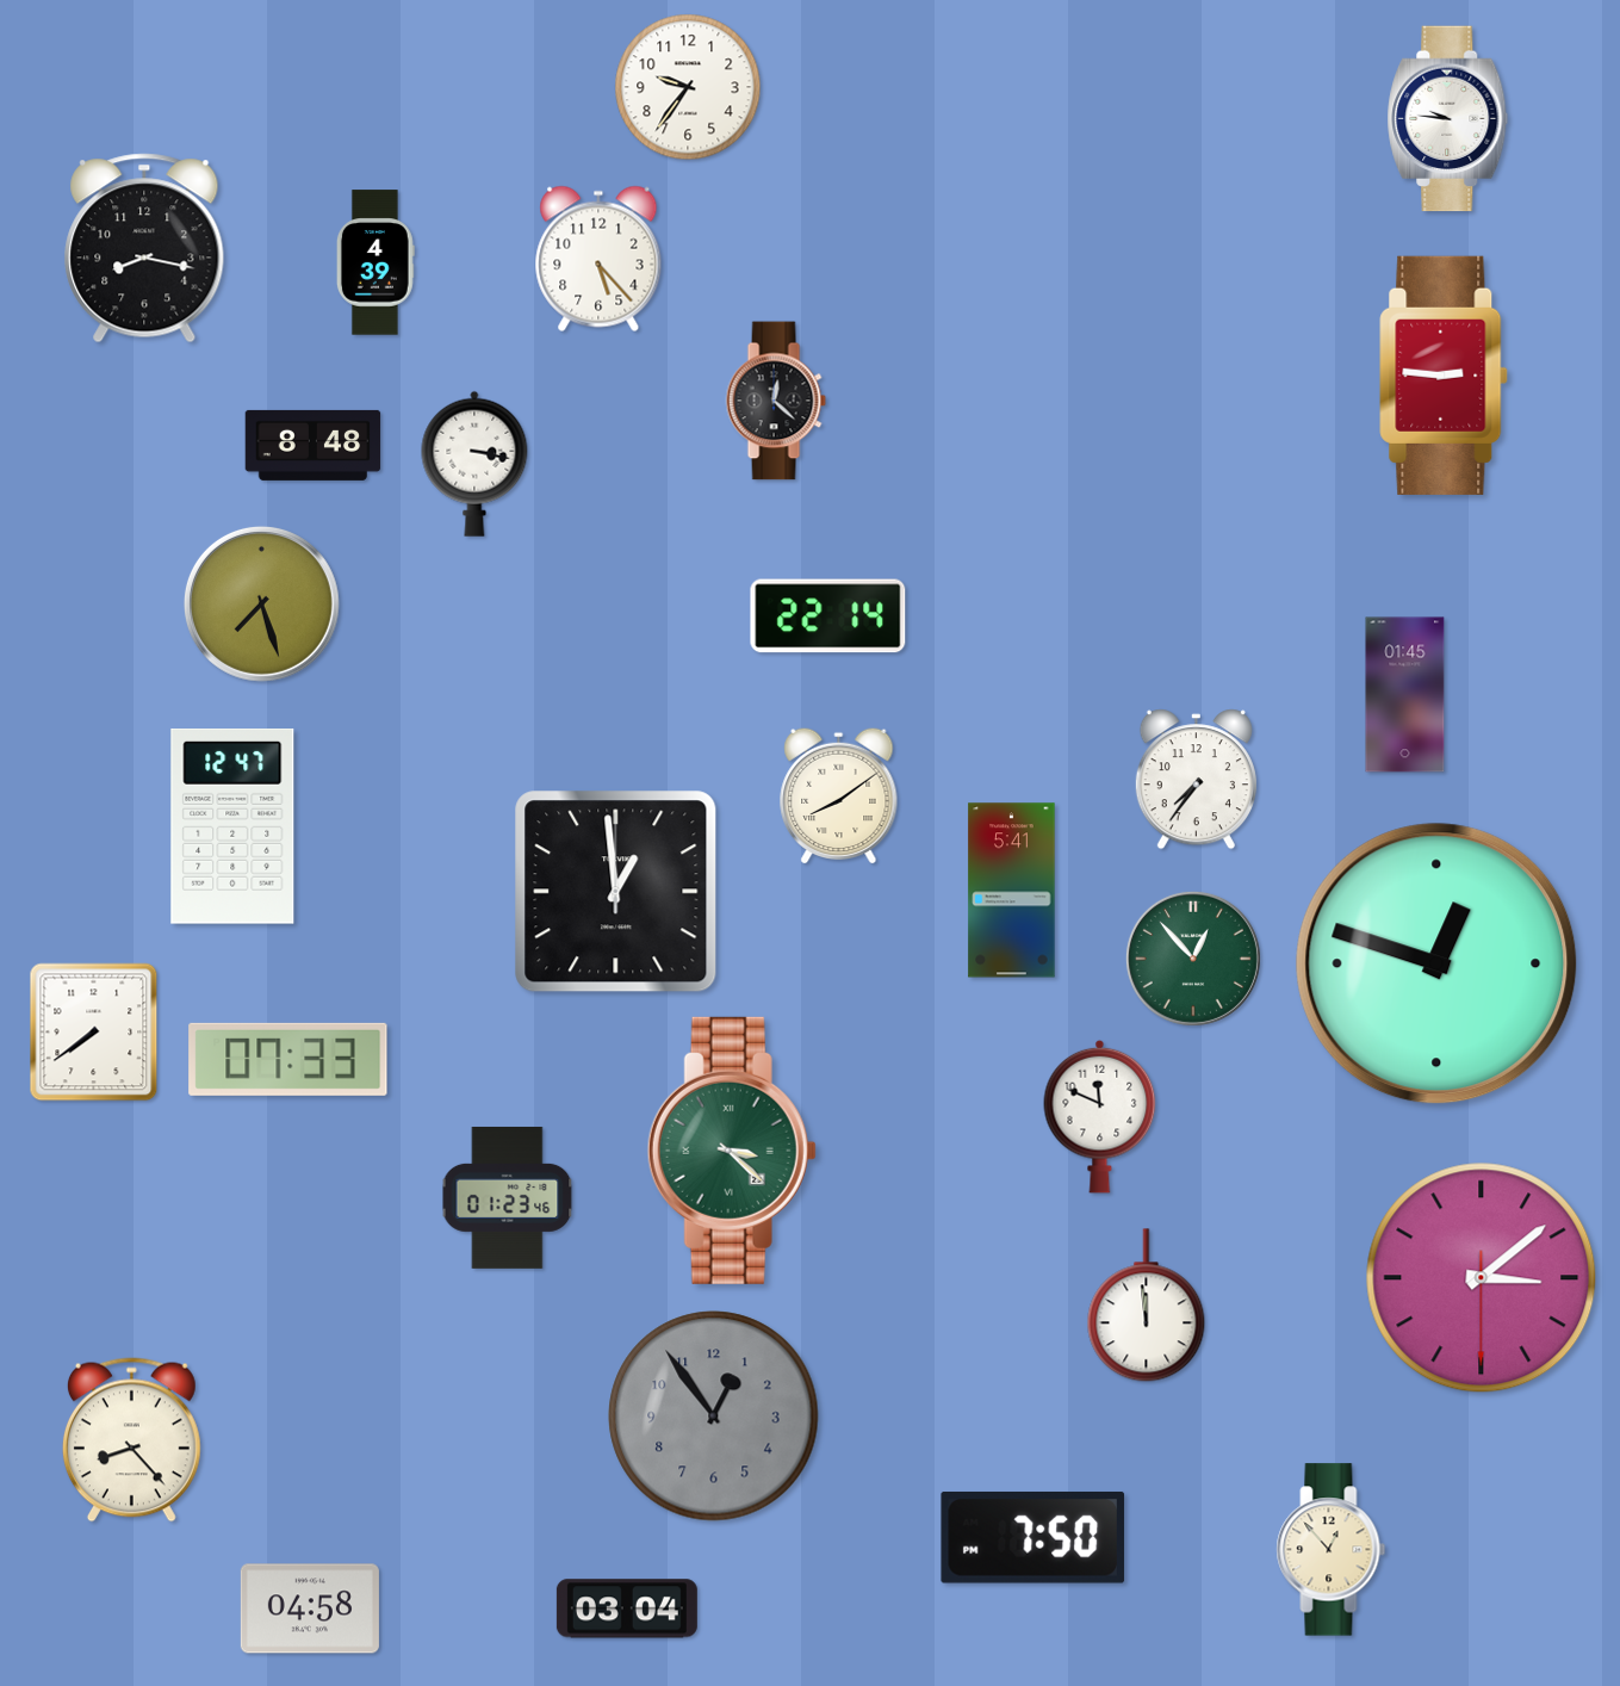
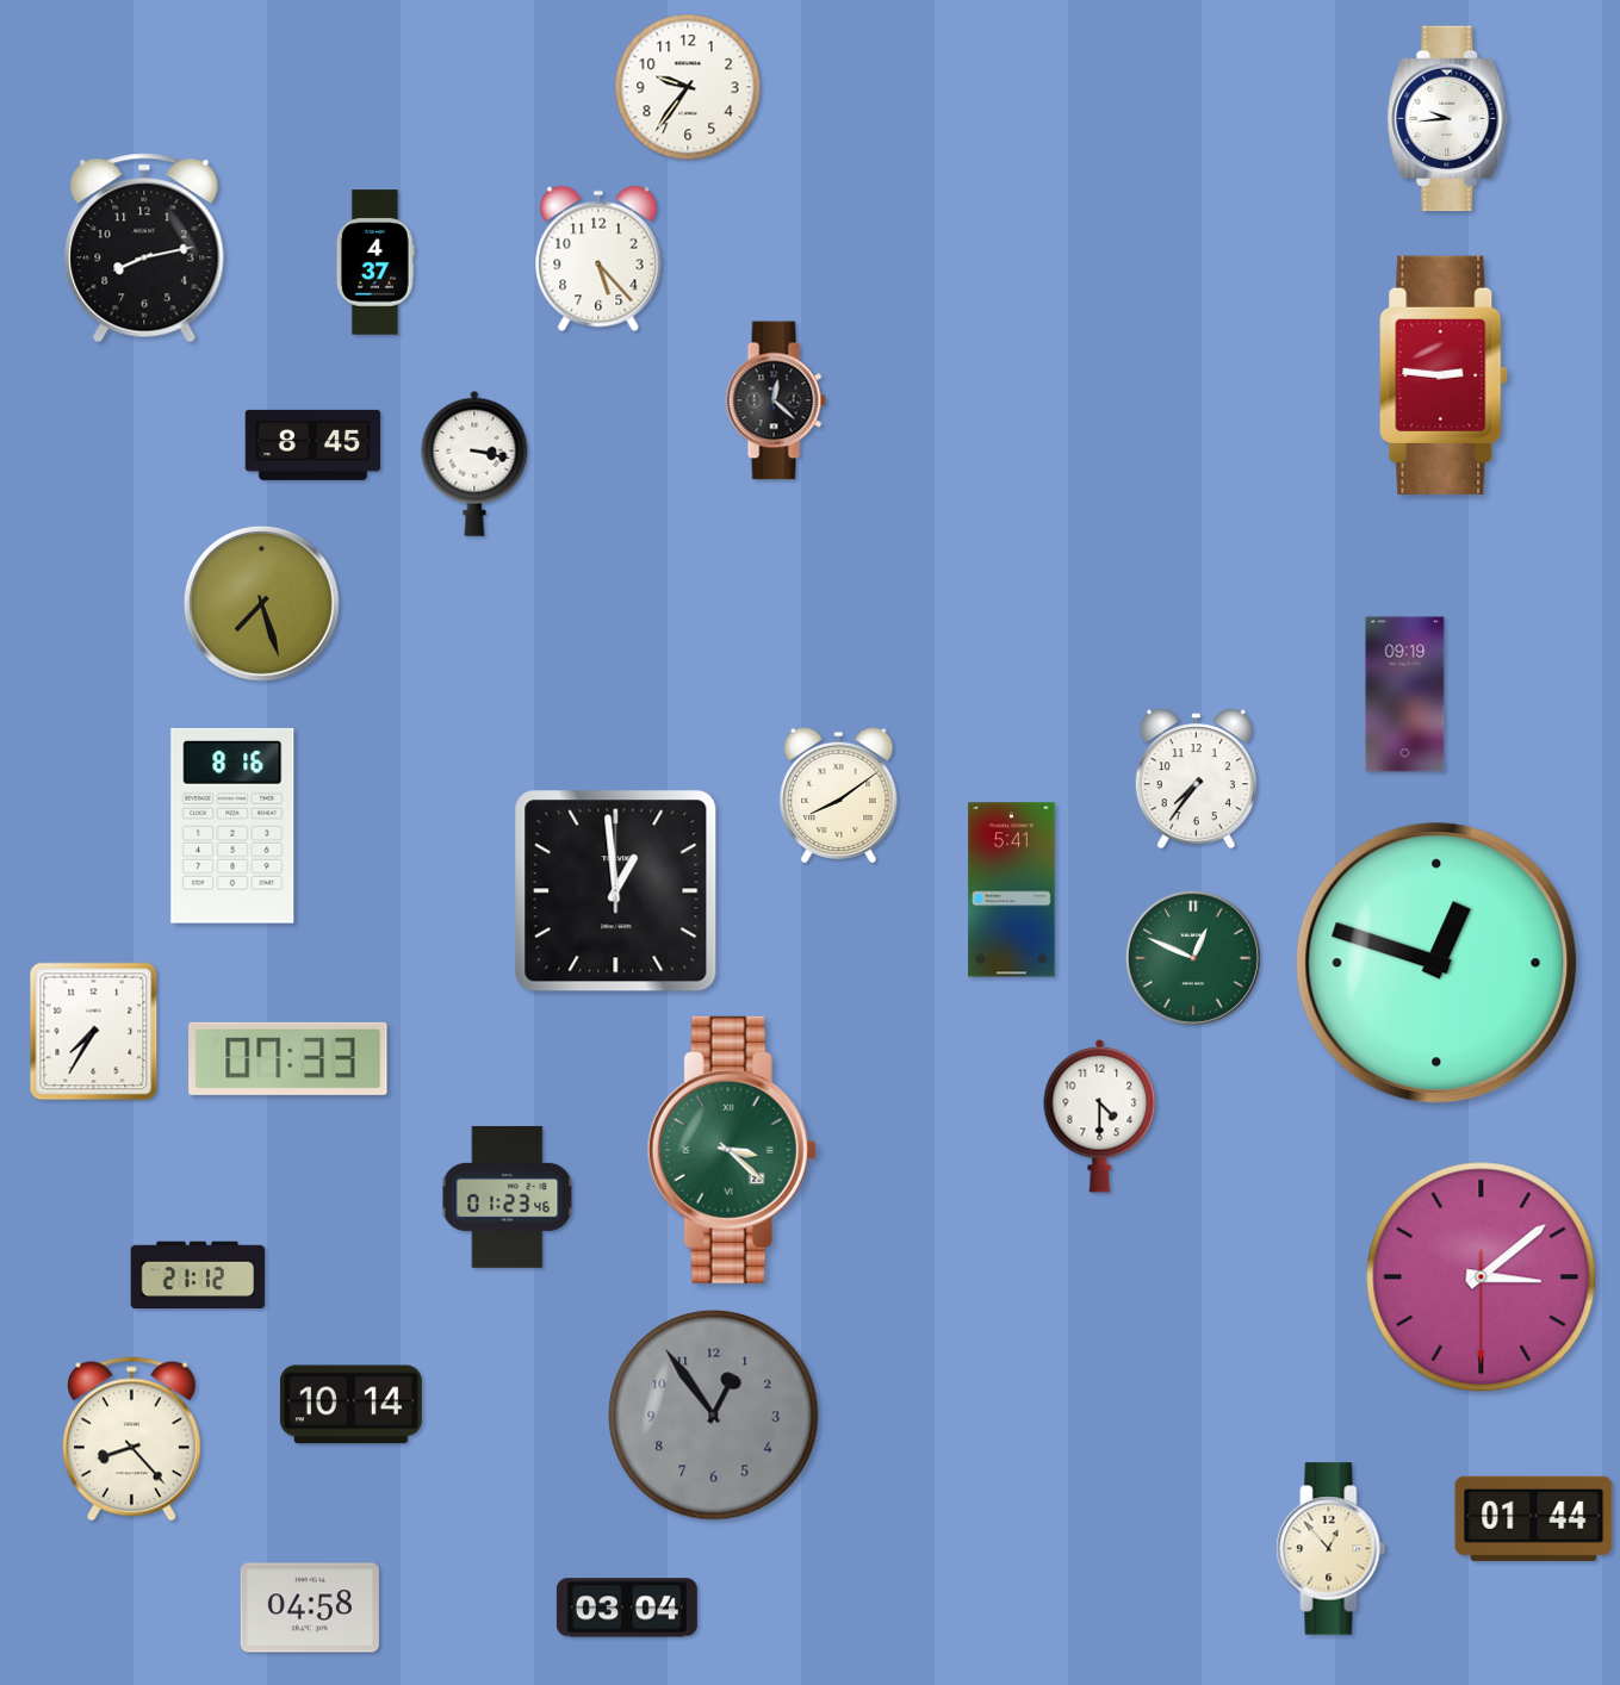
clock at (1448, 119): 9:46 -> 9:44
clock at (144, 248): 8:17 -> 8:13
clock at (375, 262): 4:39 -> 4:37
clock at (314, 445): 8:48 -> 8:45
clock at (828, 616): 22:14 -> none
clock at (1405, 695): 01:45 -> 09:19
clock at (232, 826): 12:47 -> 8:16
clock at (1193, 959): 12:53 -> 12:49
clock at (94, 1033): 7:39 -> 7:35
clock at (1100, 1116): 11:49 -> 4:30
clock at (198, 1275): none -> 21:12
clock at (1147, 1306): 11:59 -> none
clock at (350, 1405): none -> 10:14
clock at (1534, 1518): none -> 01:44
clock at (1034, 1537): 7:50 -> none
